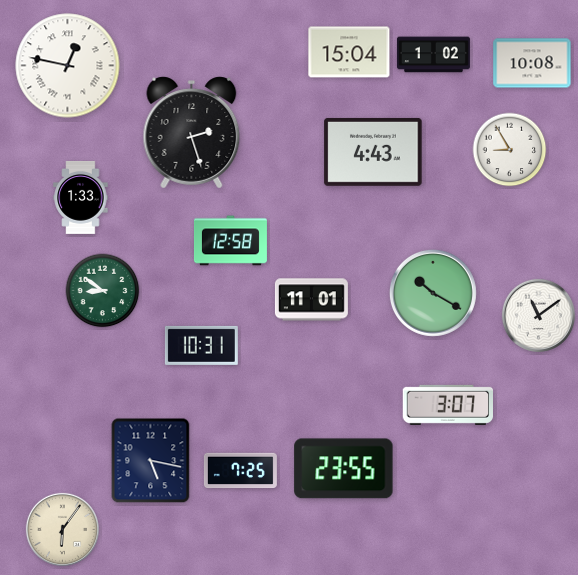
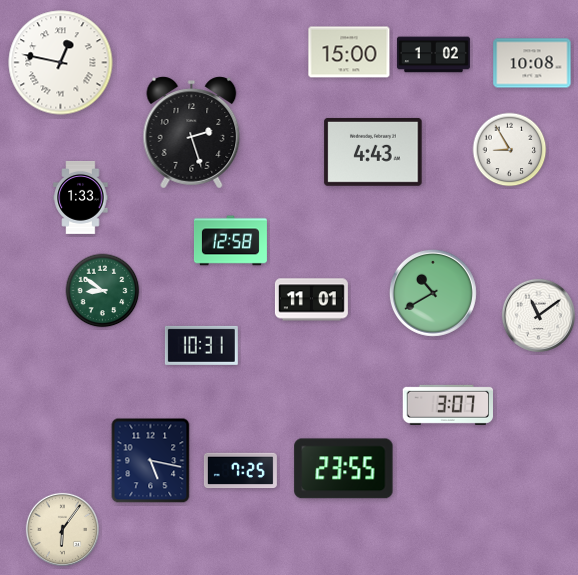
clock at (349, 52): 15:04 -> 15:00
clock at (68, 66) position: (68, 66) -> (61, 63)
clock at (433, 293): 10:20 -> 10:40
